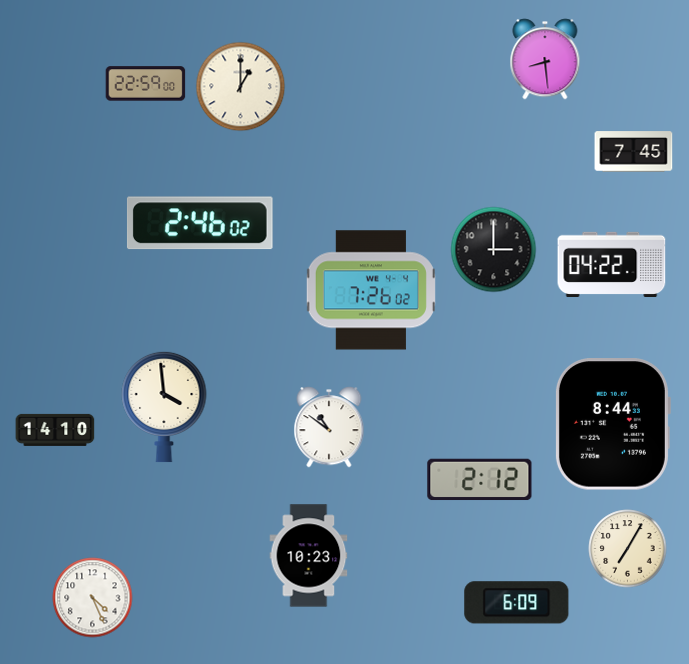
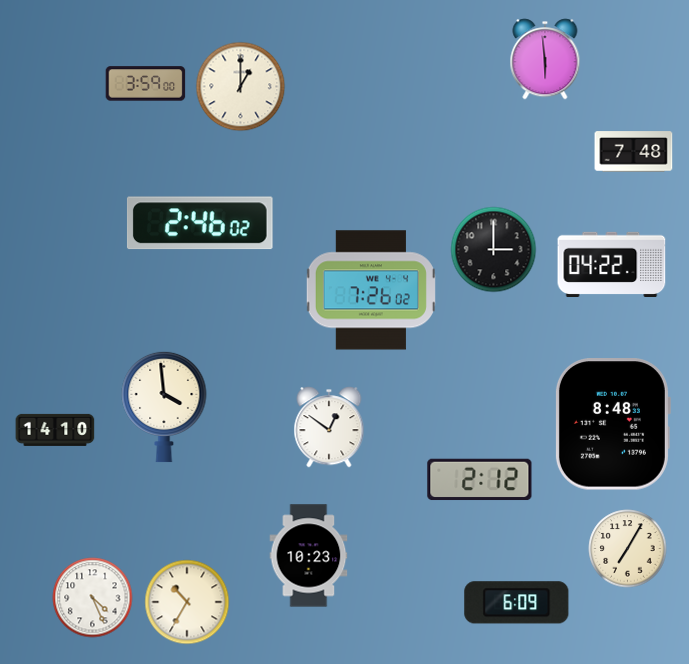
clock at (545, 59): 8:29 -> 5:59
clock at (146, 84): 22:59 -> 3:59
clock at (634, 152): 7:45 -> 7:48
clock at (612, 424): 8:44 -> 8:48
clock at (329, 427): 10:51 -> 12:51
clock at (187, 602): none -> 10:35
